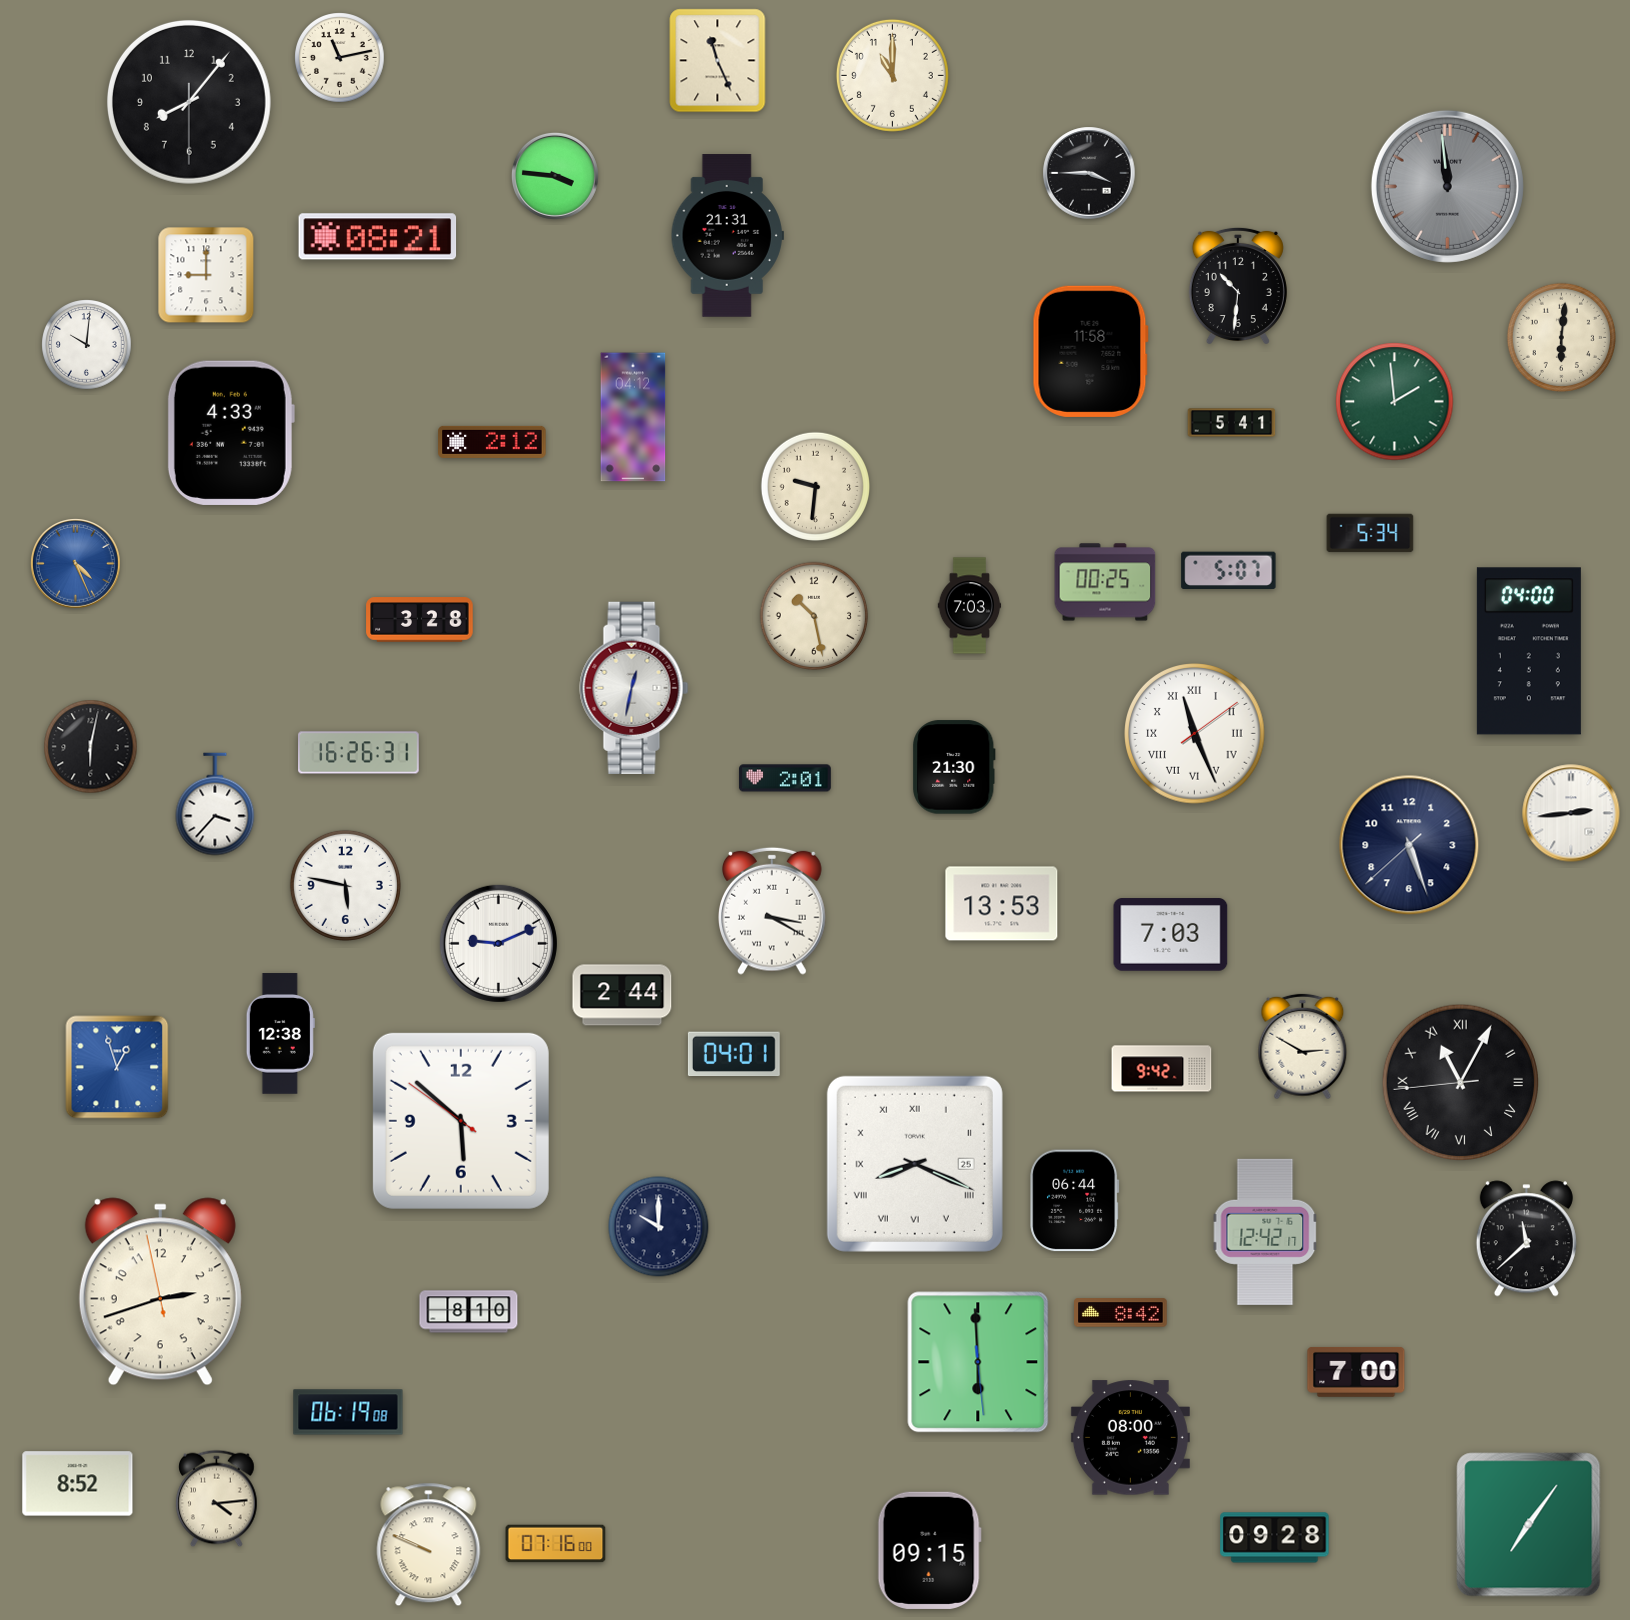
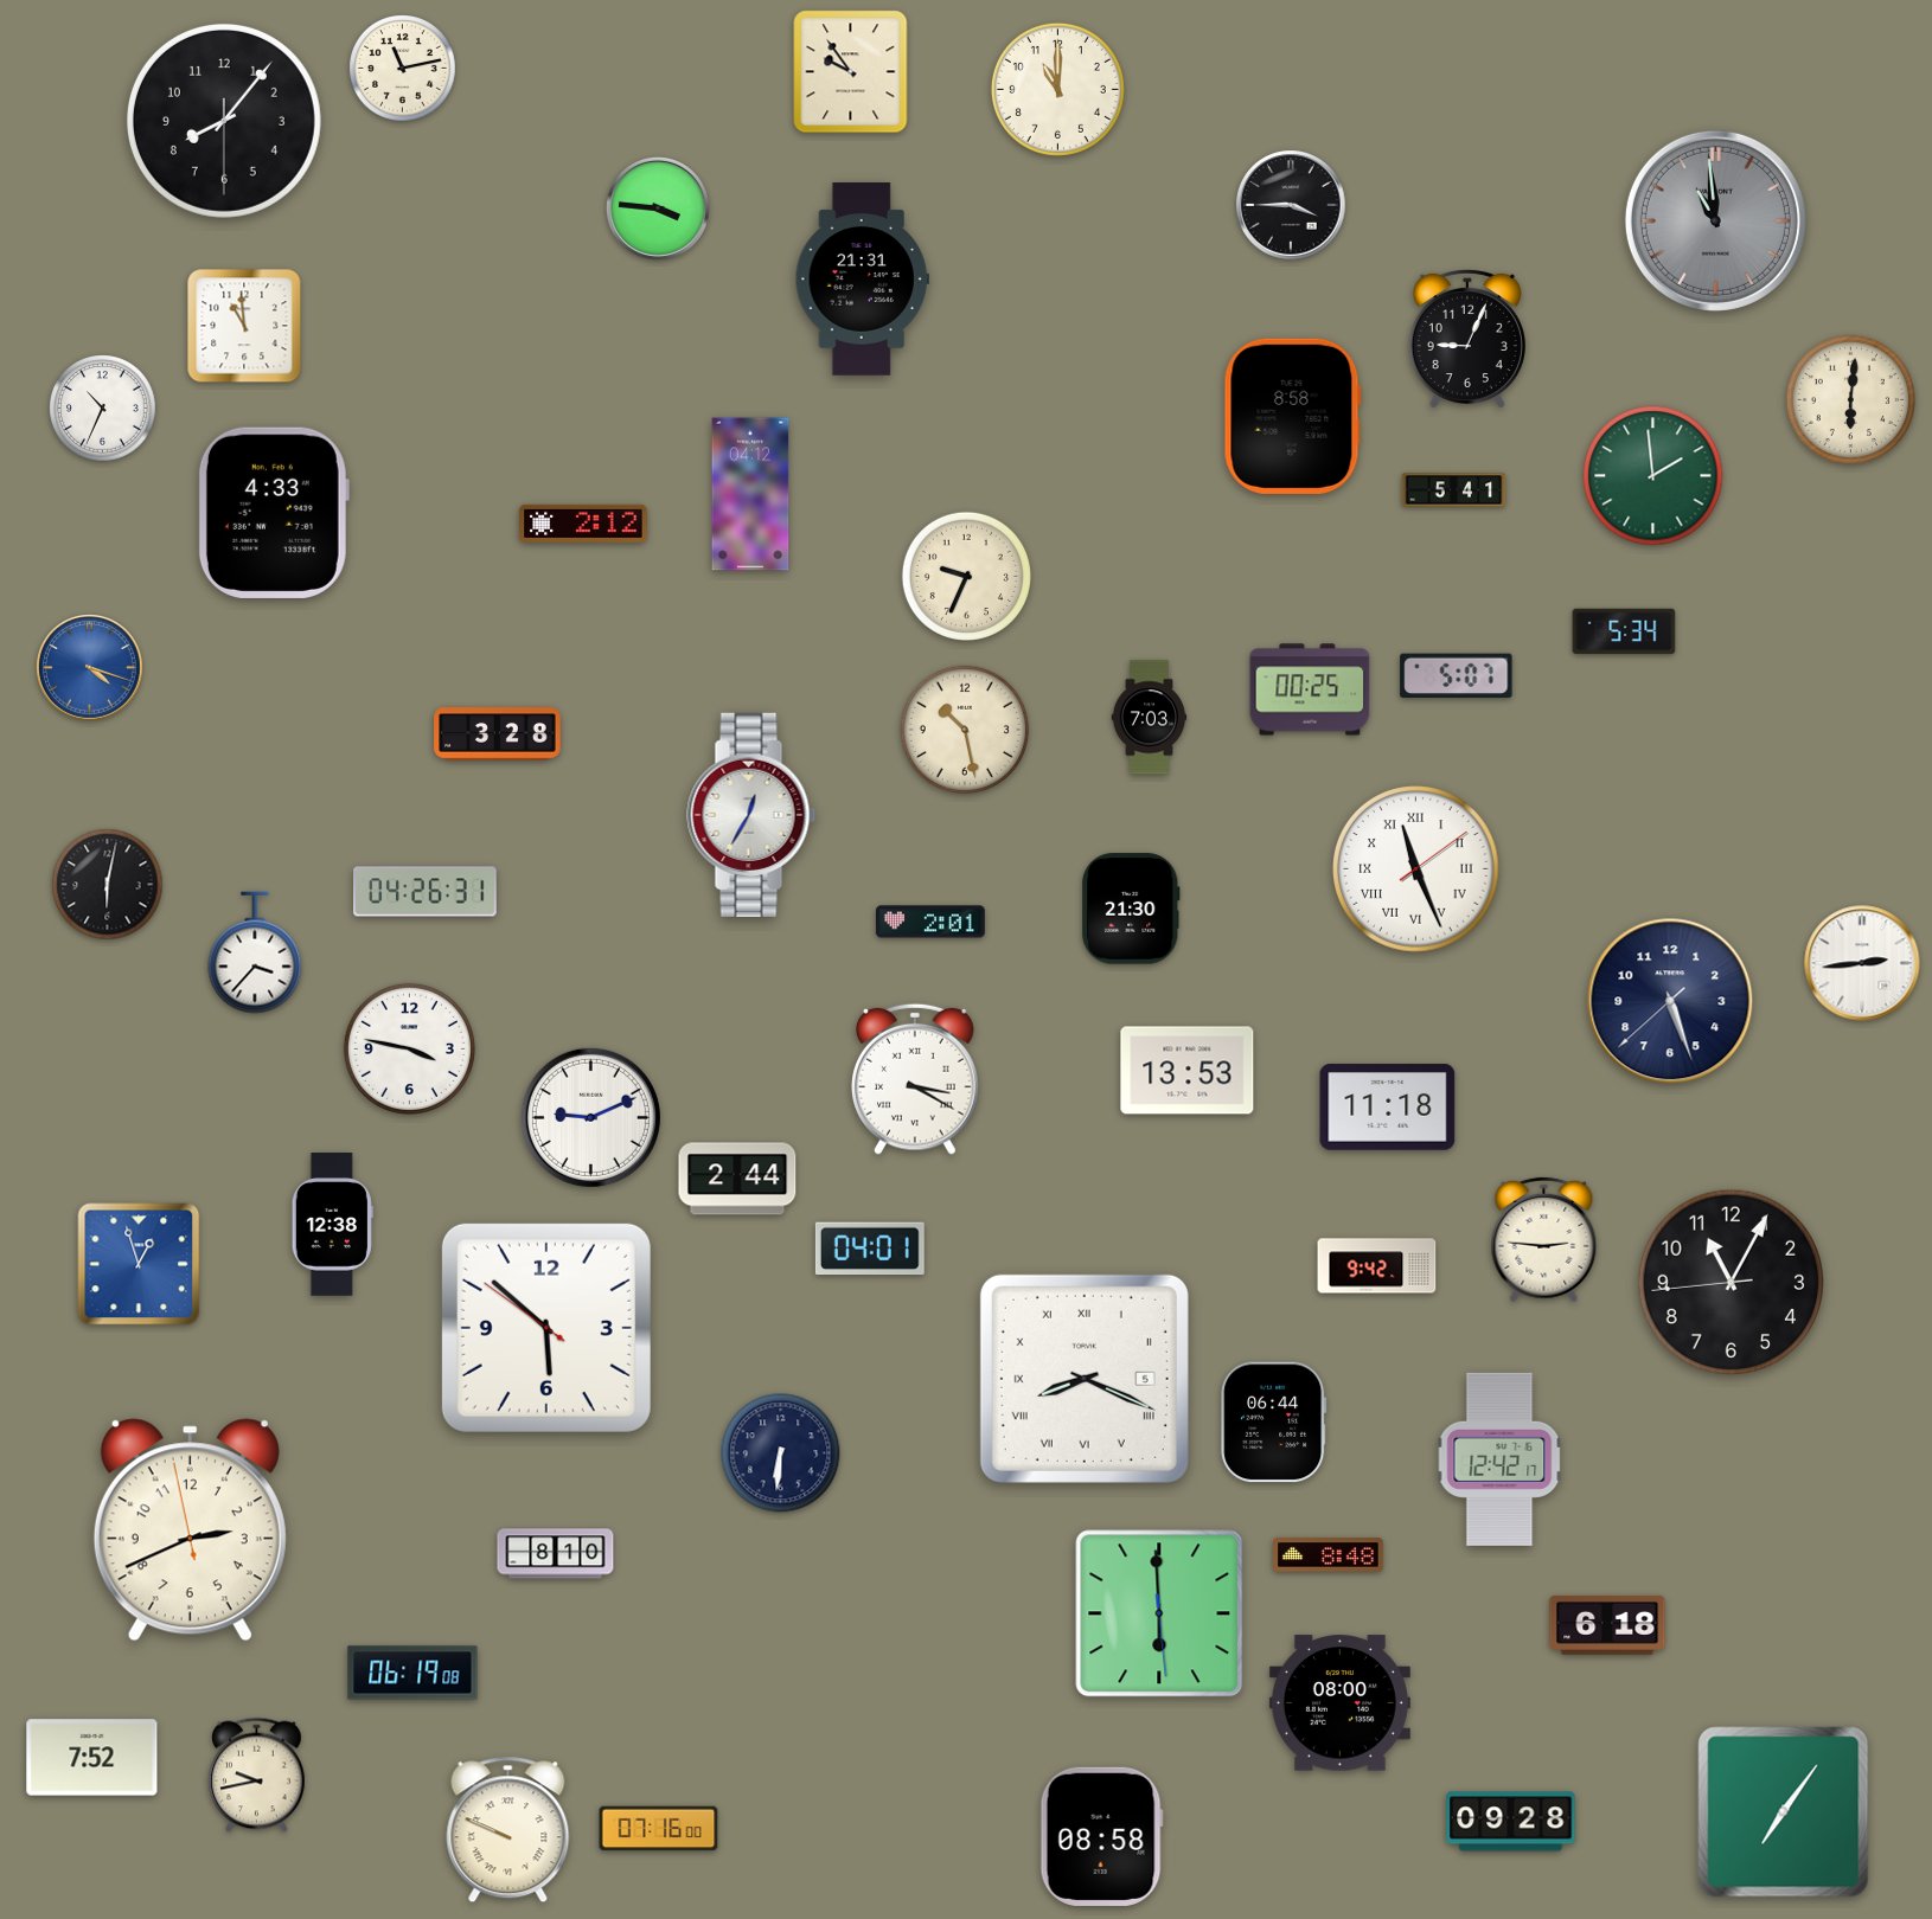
clock at (718, 61): 11:26 -> 9:54
clock at (1447, 186): 11:59 -> 10:59
clock at (378, 237): 08:21 -> none
clock at (206, 275): 9:00 -> 10:59
clock at (1238, 286): 10:31 -> 9:04
clock at (87, 345): 10:01 -> 10:34
clock at (1090, 351): 11:58 -> 8:58
clock at (1232, 423) position: (1232, 423) -> (1454, 490)
clock at (815, 486): 9:31 -> 9:34
clock at (76, 564): 4:26 -> 4:18
clock at (1529, 651): 04:00 -> none
clock at (634, 688): 12:32 -> 12:35
clock at (359, 753): 16:26 -> 04:26
clock at (345, 885): 5:47 -> 3:47
clock at (1171, 935): 7:03 -> 11:18
clock at (1303, 1047): 2:50 -> 2:46
clock at (1461, 1083) numerals: Roman -> Arabic
clock at (915, 1164) date: 25 -> 5
clock at (659, 1227): 10:00 -> 6:31
clock at (1526, 1239): 11:38 -> none
clock at (160, 1292): 2:41 -> 2:40
clock at (1121, 1313): 8:42 -> 8:48
clock at (1356, 1372): 7:00 -> 6:18
clock at (78, 1484): 8:52 -> 7:52
clock at (217, 1499): 4:14 -> 9:43
clock at (1529, 1525) position: (1529, 1525) -> (1784, 1812)
clock at (929, 1550): 09:15 -> 08:58
